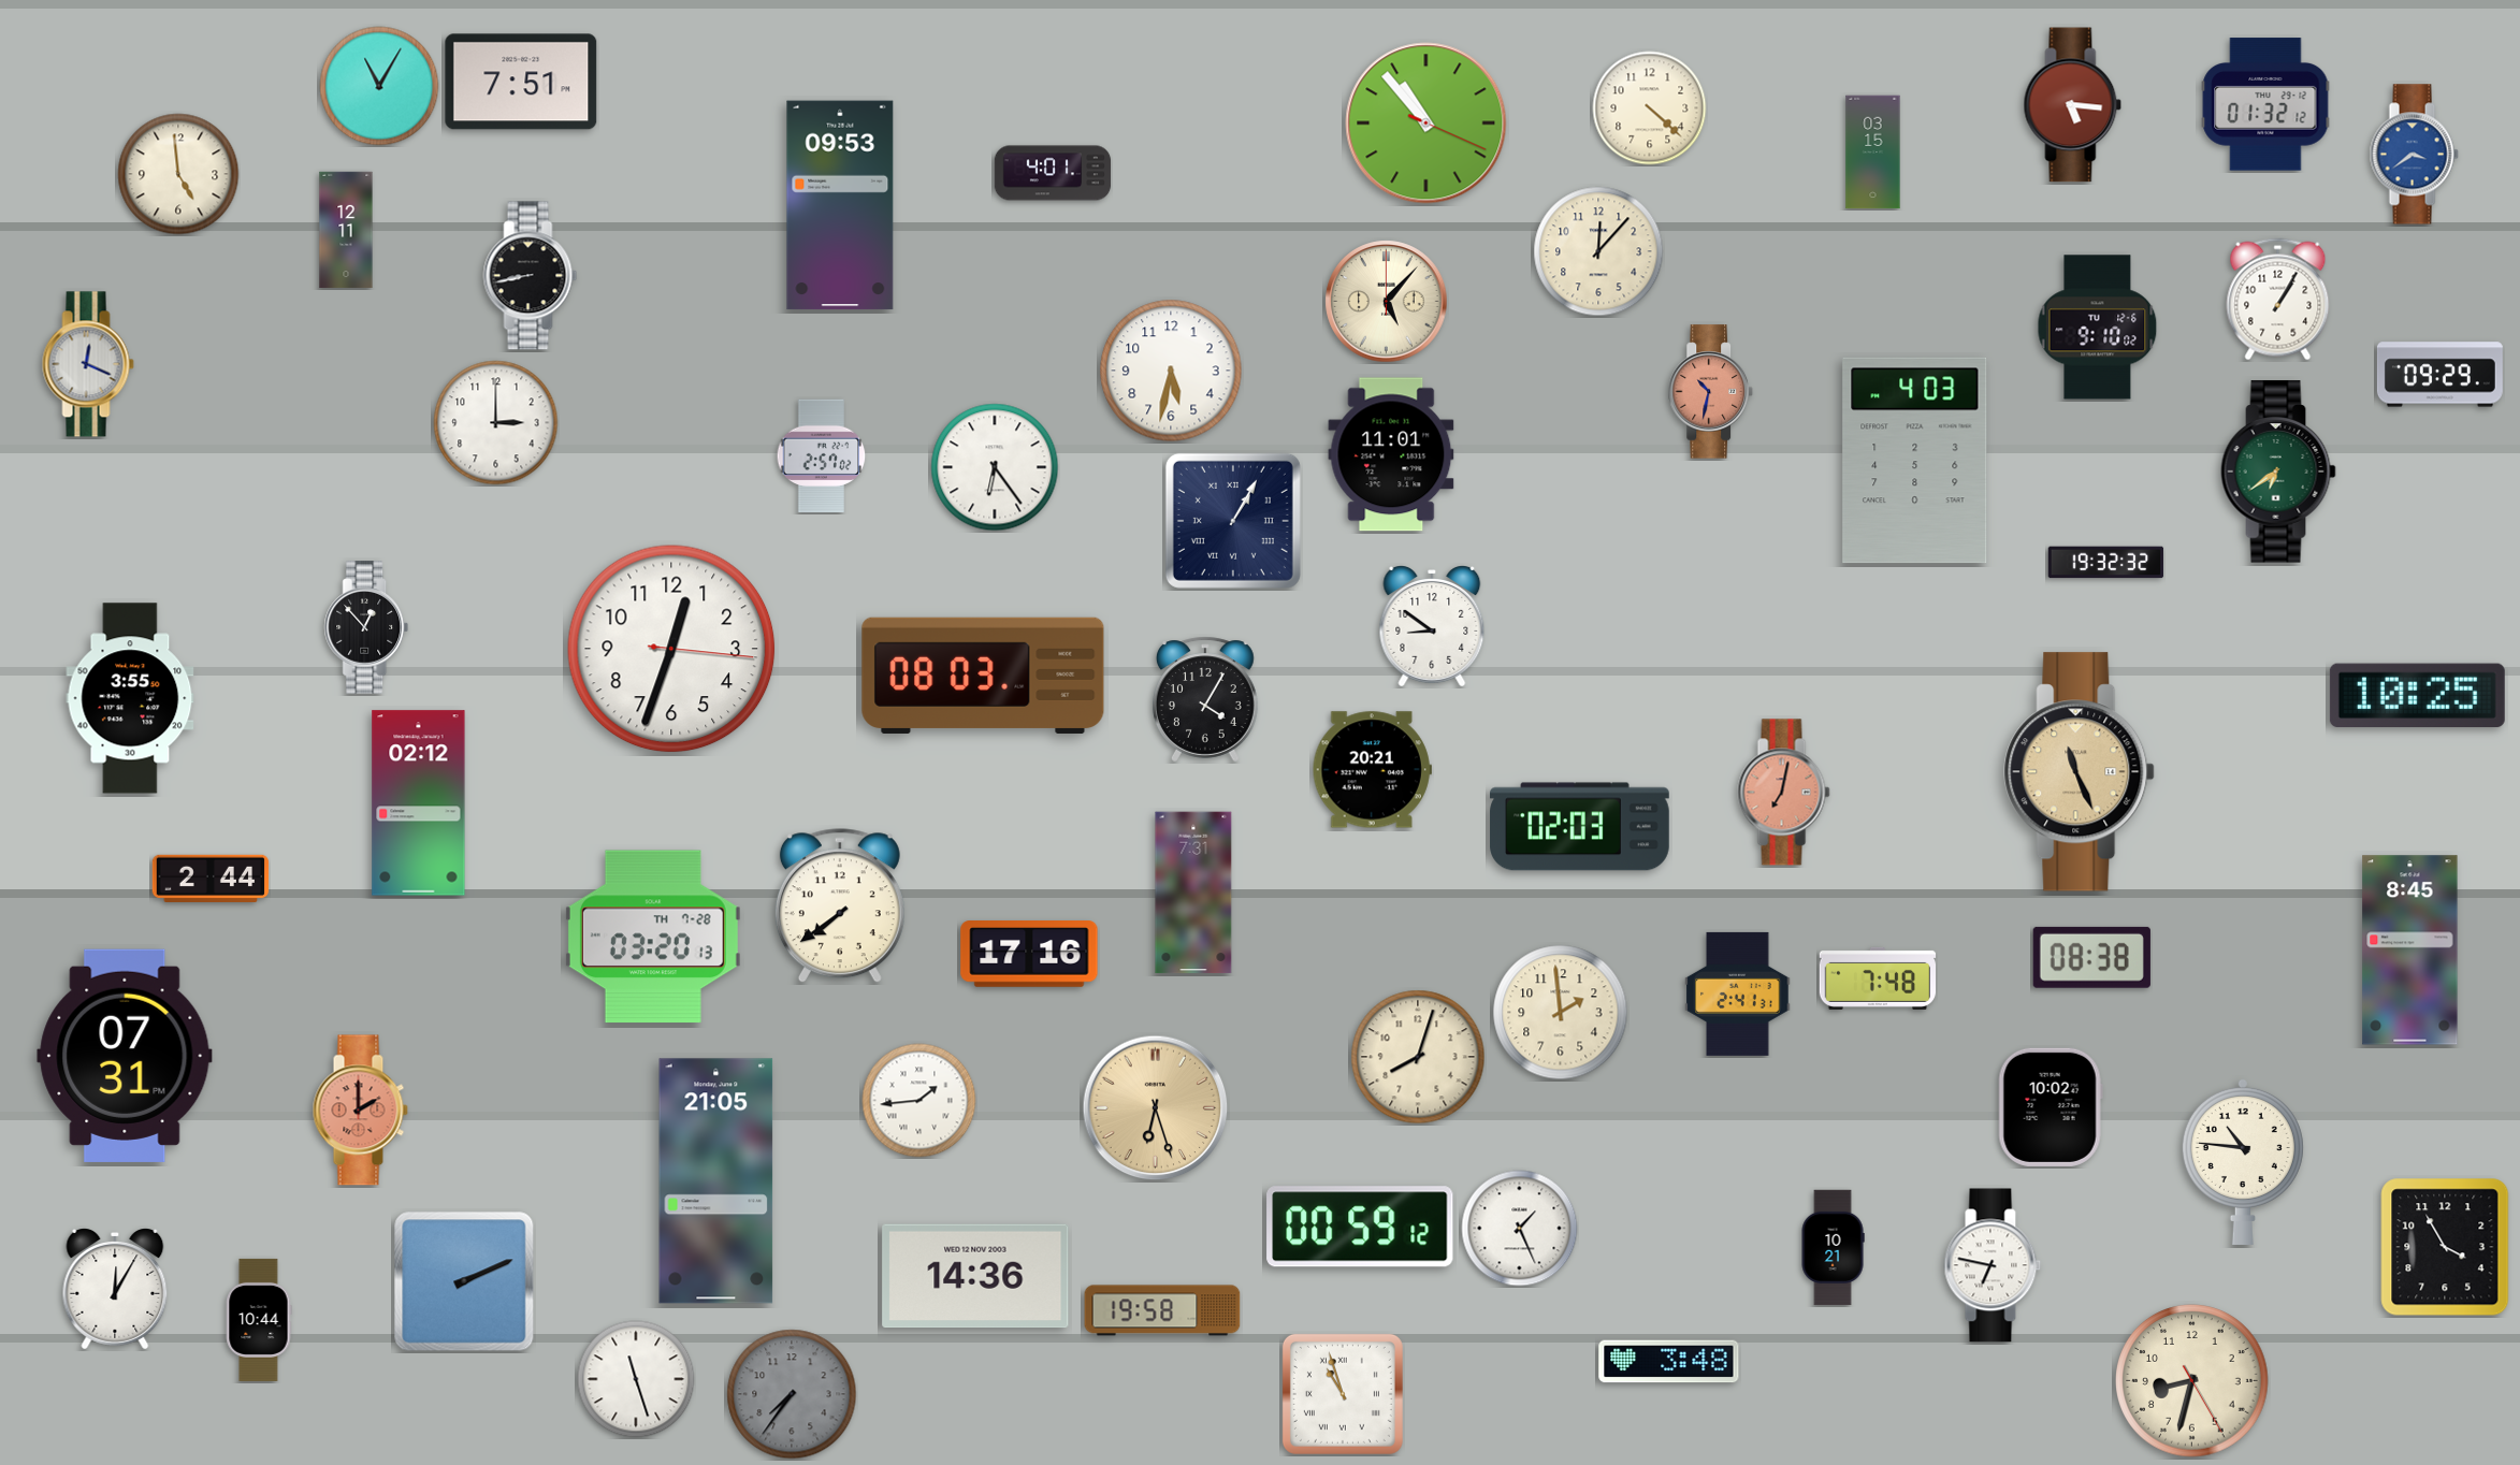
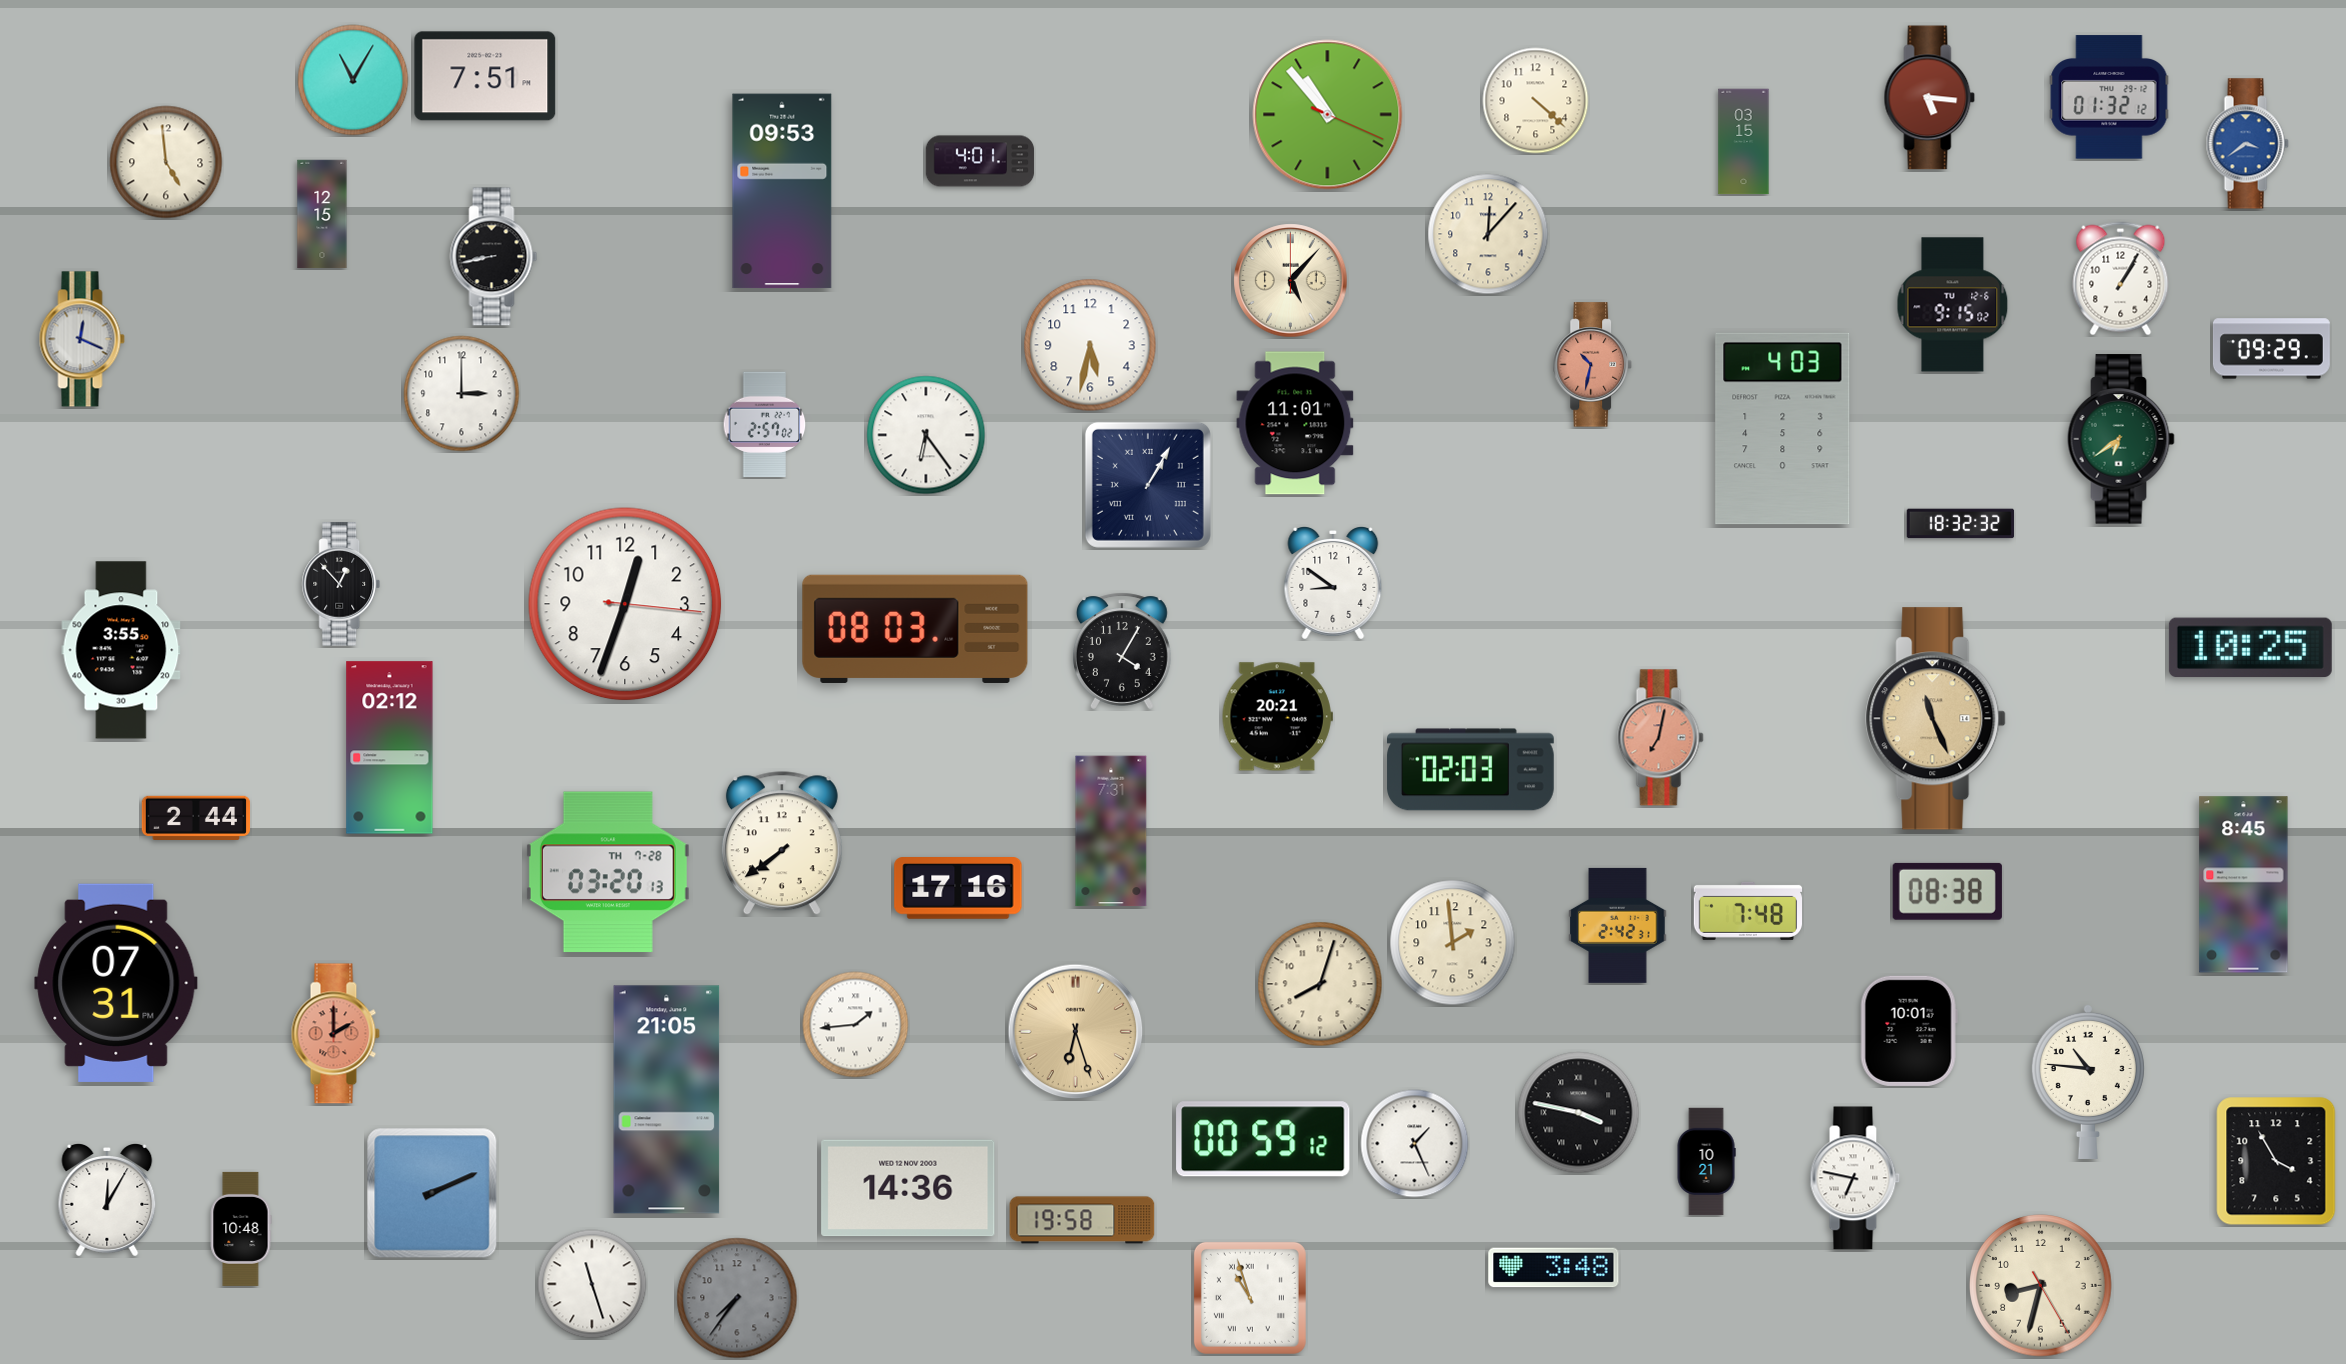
clock at (346, 230): 12:11 -> 12:15
clock at (2098, 328): 9:10 -> 9:15
clock at (2106, 563): 19:32 -> 18:32
clock at (1738, 993): 2:41 -> 2:42
clock at (2051, 1107): 10:02 -> 10:01
clock at (1579, 1113): none -> 3:47
clock at (1360, 1227) position: (1360, 1227) -> (1263, 1139)
clock at (259, 1320): 10:44 -> 10:48
